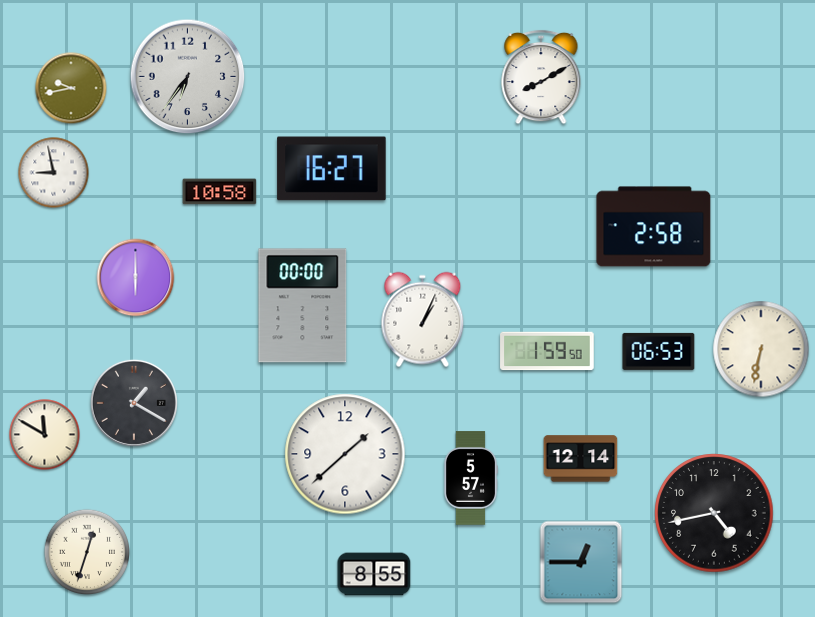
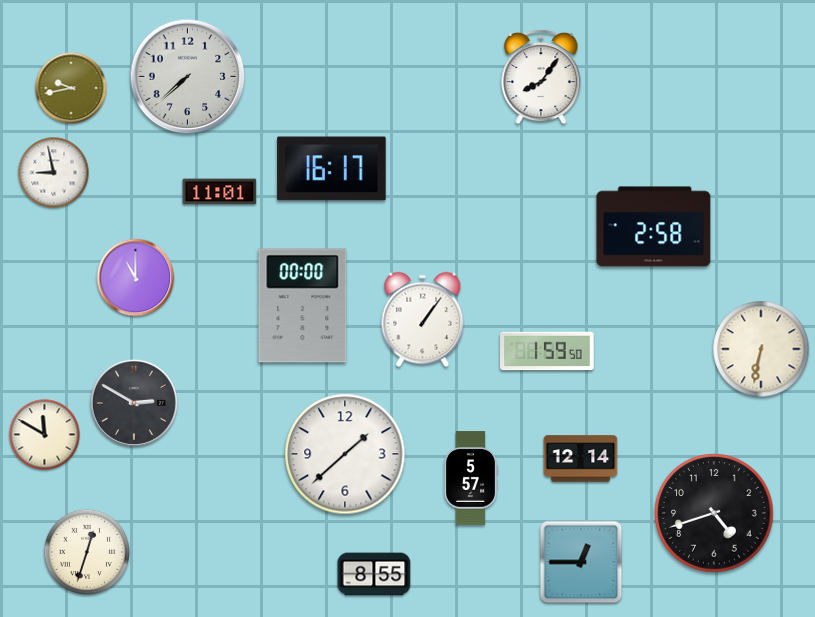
clock at (188, 77): 6:36 -> 7:38
clock at (541, 77): 8:10 -> 8:06
clock at (332, 169): 16:27 -> 16:17
clock at (220, 192): 10:58 -> 11:01
clock at (136, 278): 6:00 -> 11:00
clock at (423, 320): 1:04 -> 1:06
clock at (659, 351): 06:53 -> none
clock at (134, 403): 1:20 -> 2:50
clock at (714, 513): 4:43 -> 4:42
